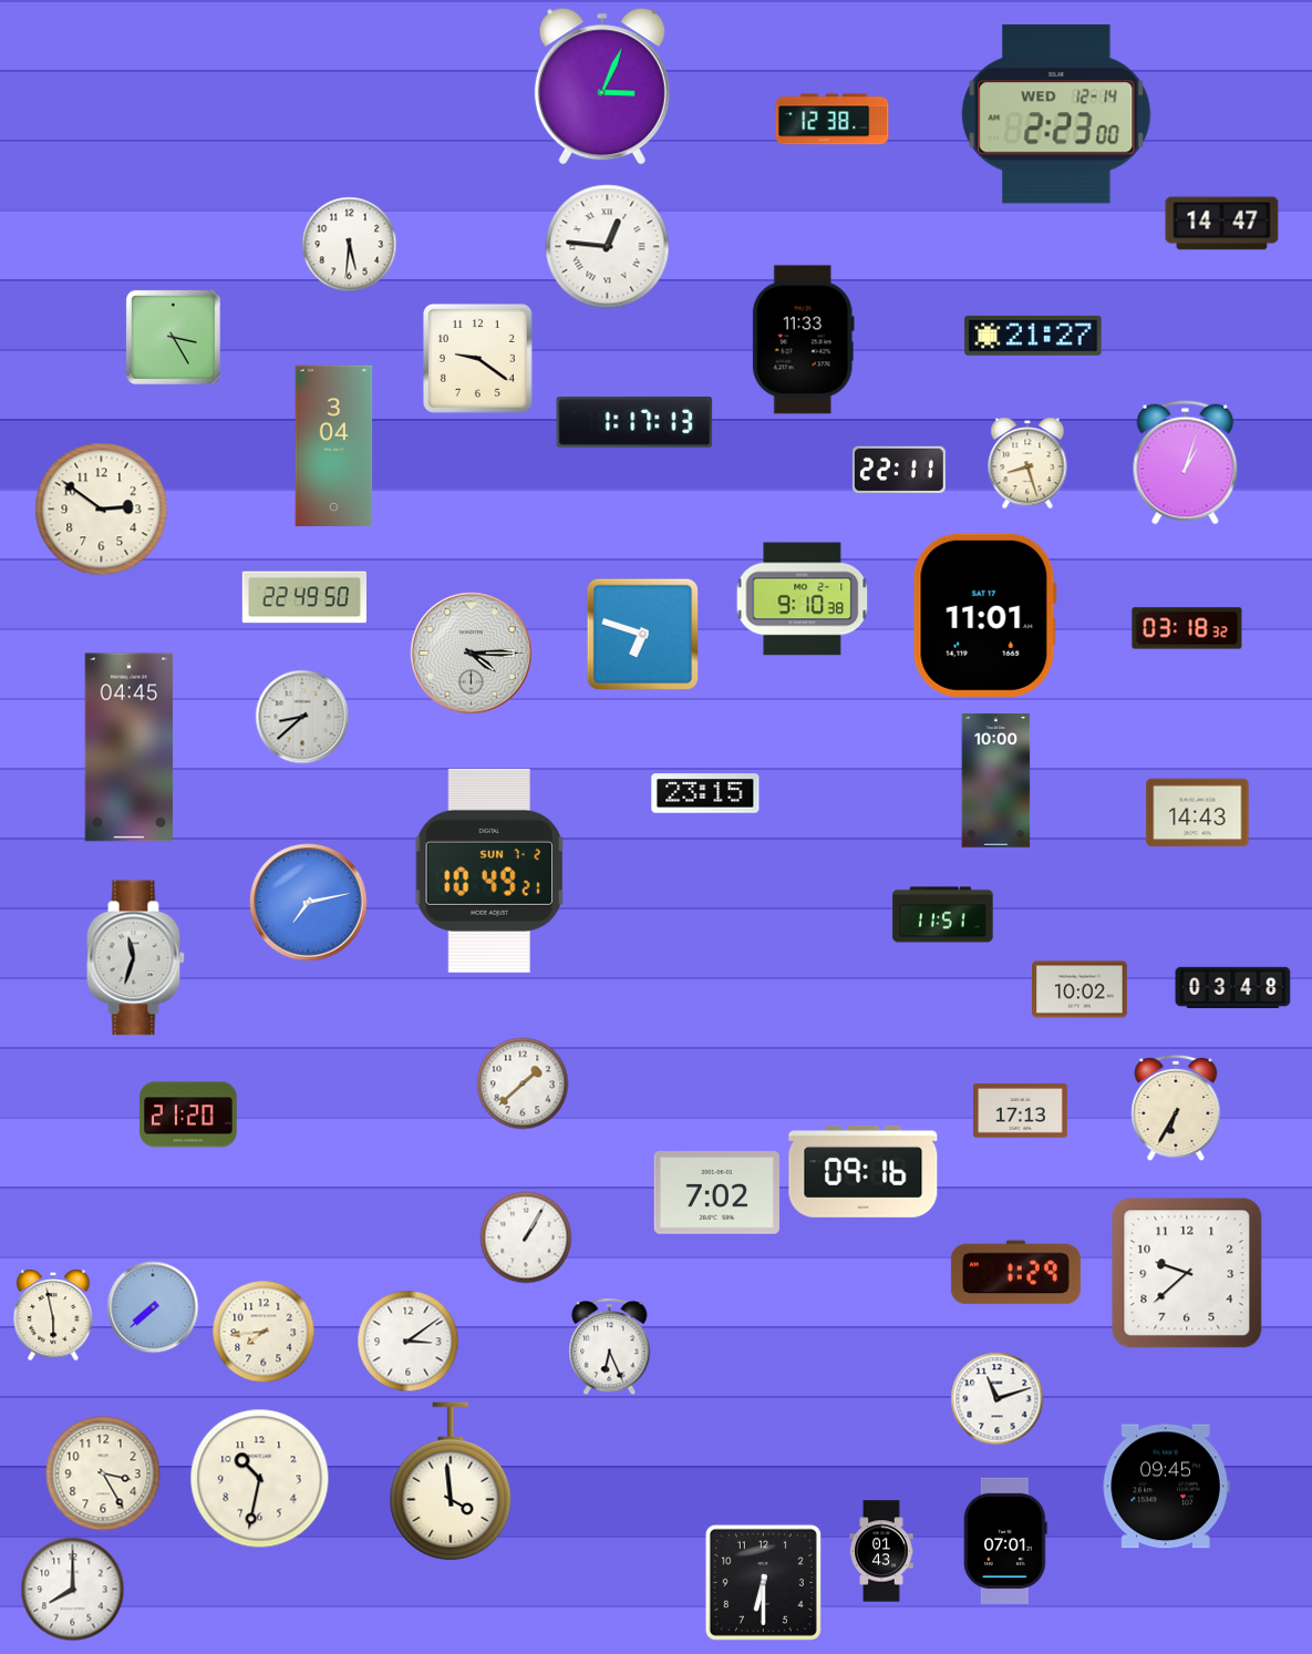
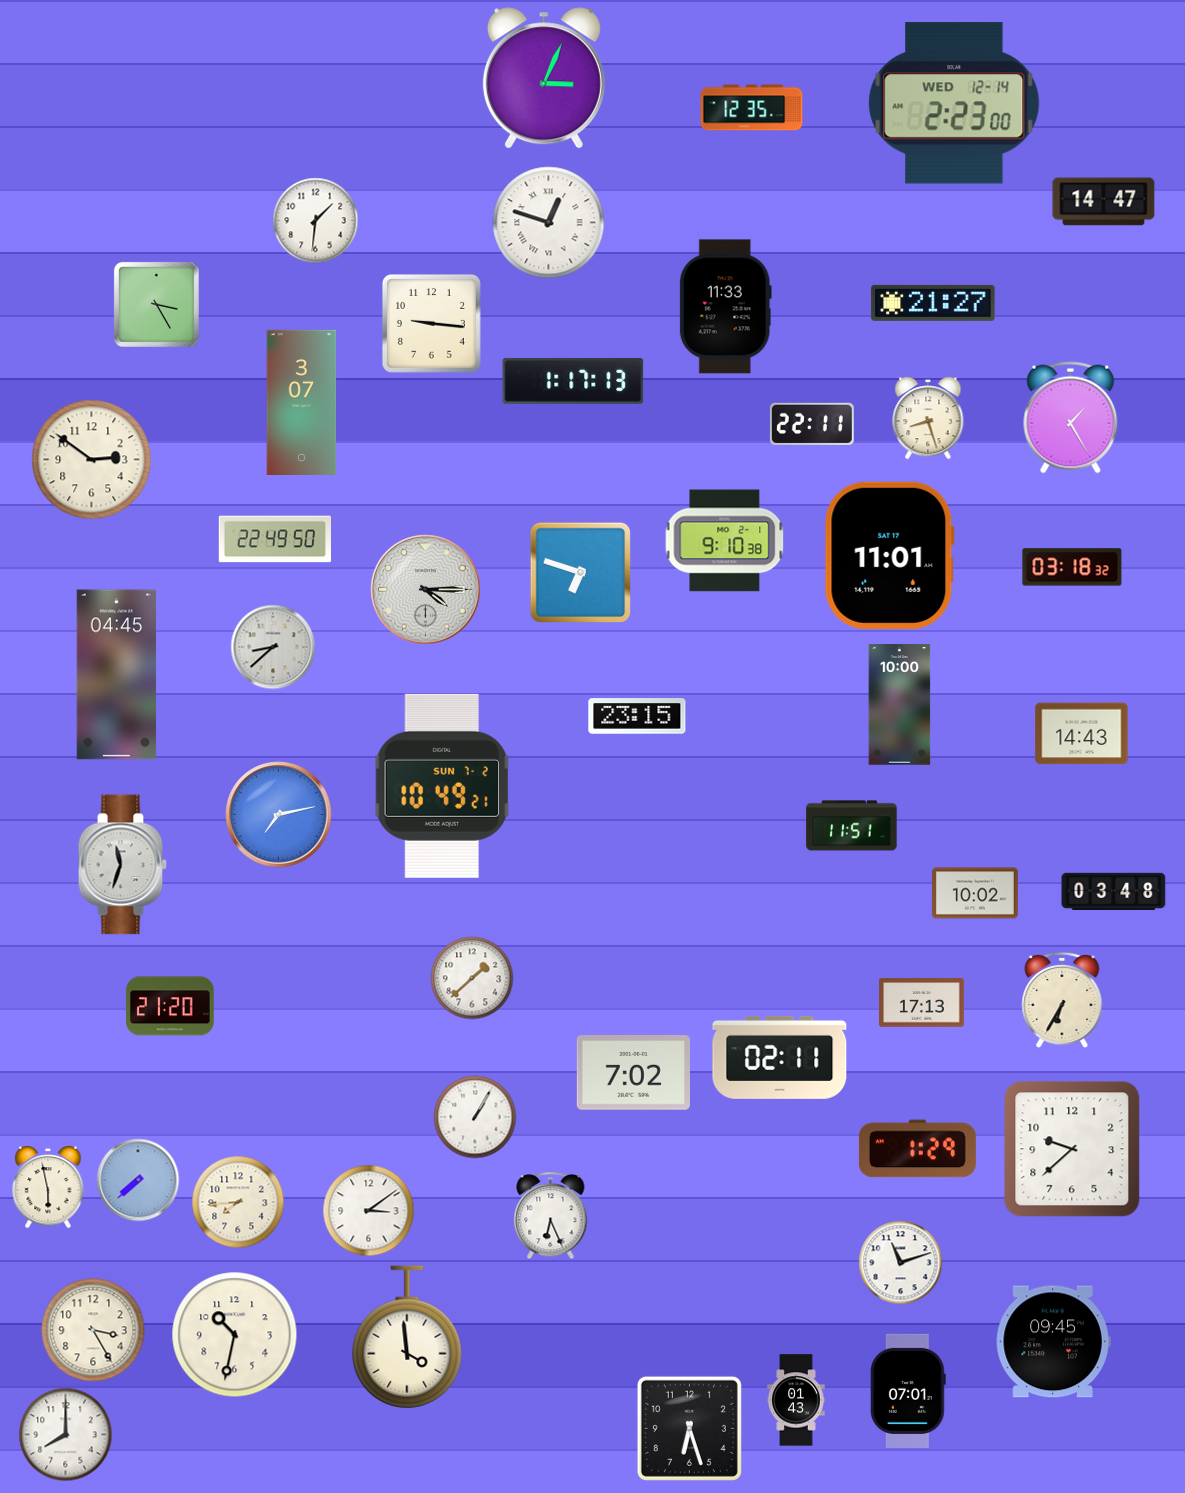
clock at (833, 120): 12:38 -> 12:35
clock at (350, 245): 5:31 -> 1:31
clock at (608, 247): 12:46 -> 12:48
clock at (477, 358): 9:21 -> 9:16
clock at (334, 445): 3:04 -> 3:07
clock at (1186, 463): 1:03 -> 1:25
clock at (864, 1171): 09:16 -> 02:11
clock at (716, 1193) position: (716, 1193) -> (633, 1073)
clock at (763, 1582): 6:30 -> 6:27
